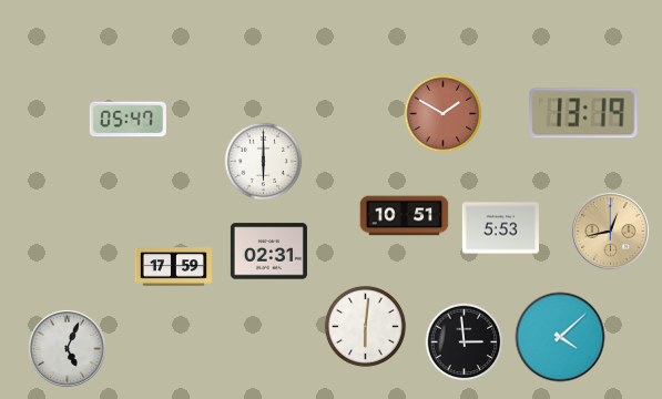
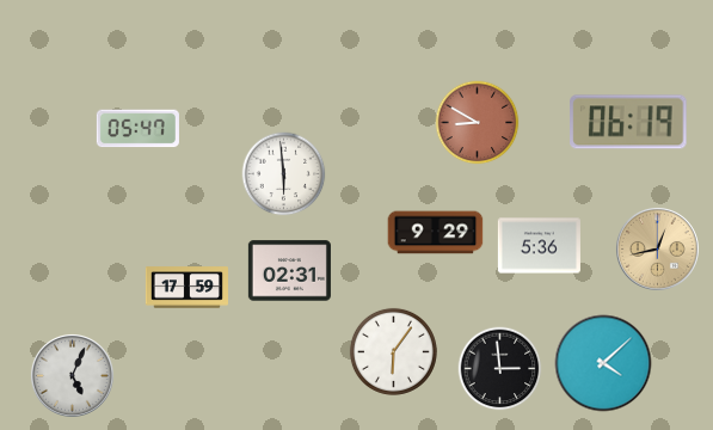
clock at (583, 113): 13:19 -> 06:19
clock at (444, 114): 1:50 -> 8:50
clock at (264, 162): 6:00 -> 5:59
clock at (405, 216): 10:51 -> 9:29
clock at (500, 228): 5:53 -> 5:36
clock at (365, 326): 6:01 -> 6:06
